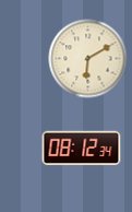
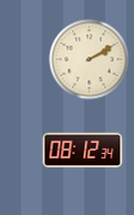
clock at (88, 59): 6:10 -> 2:10
